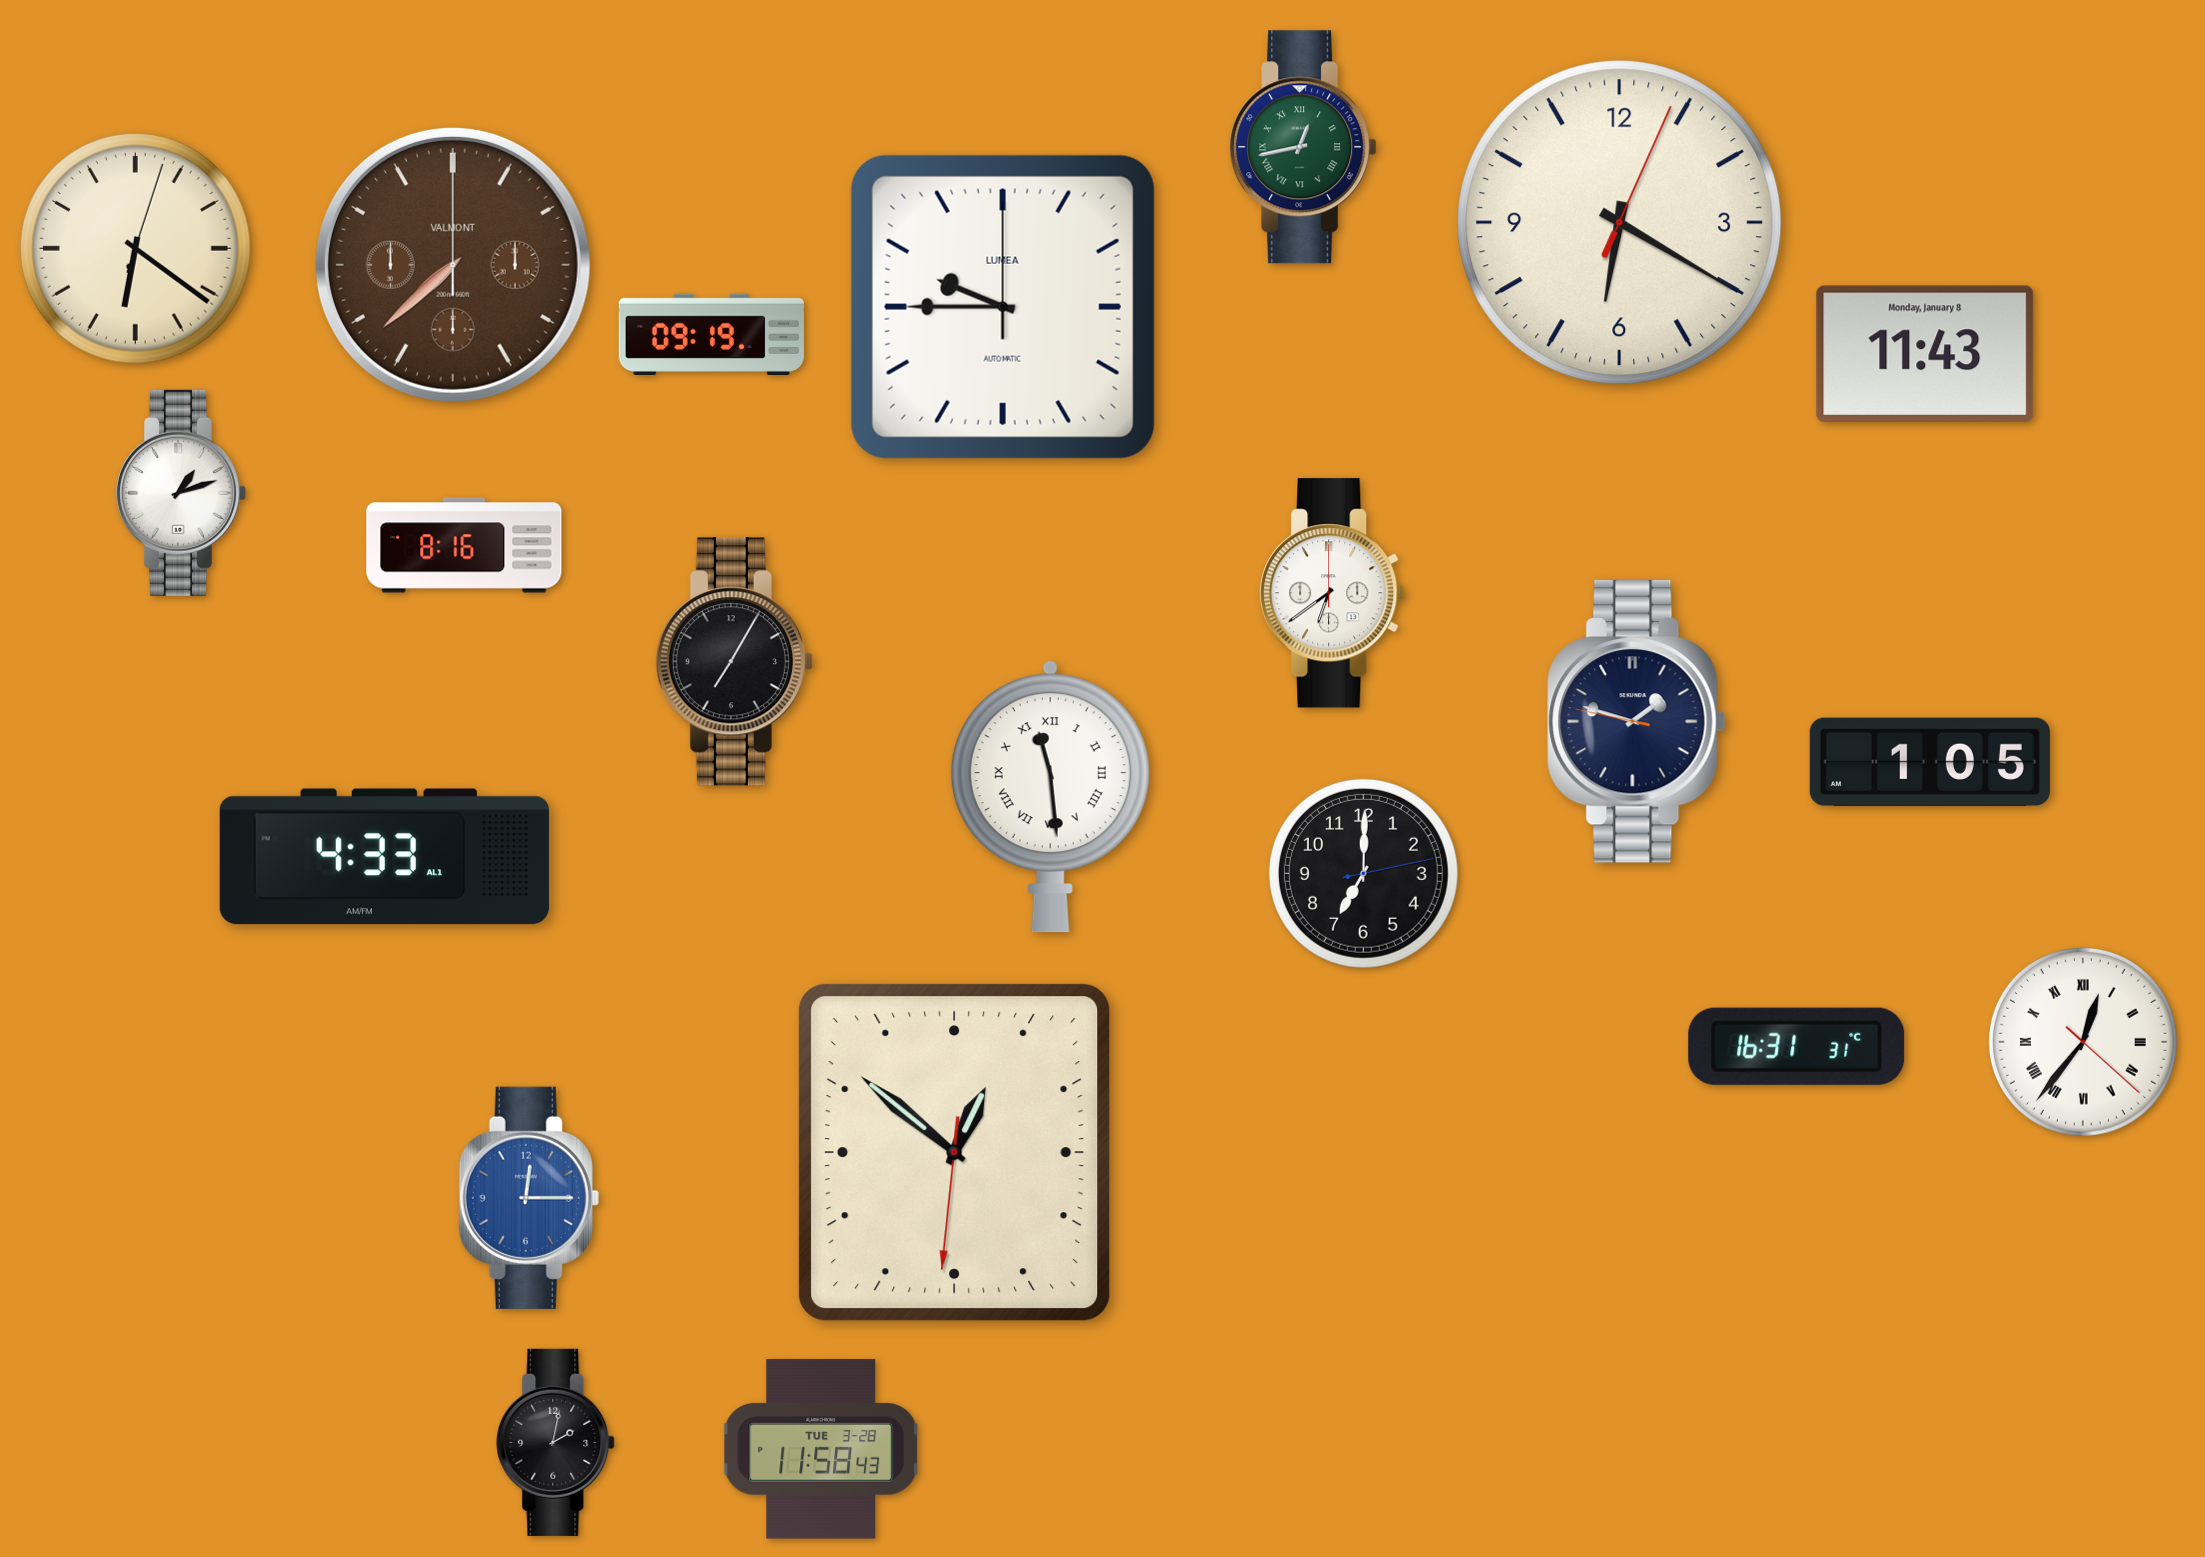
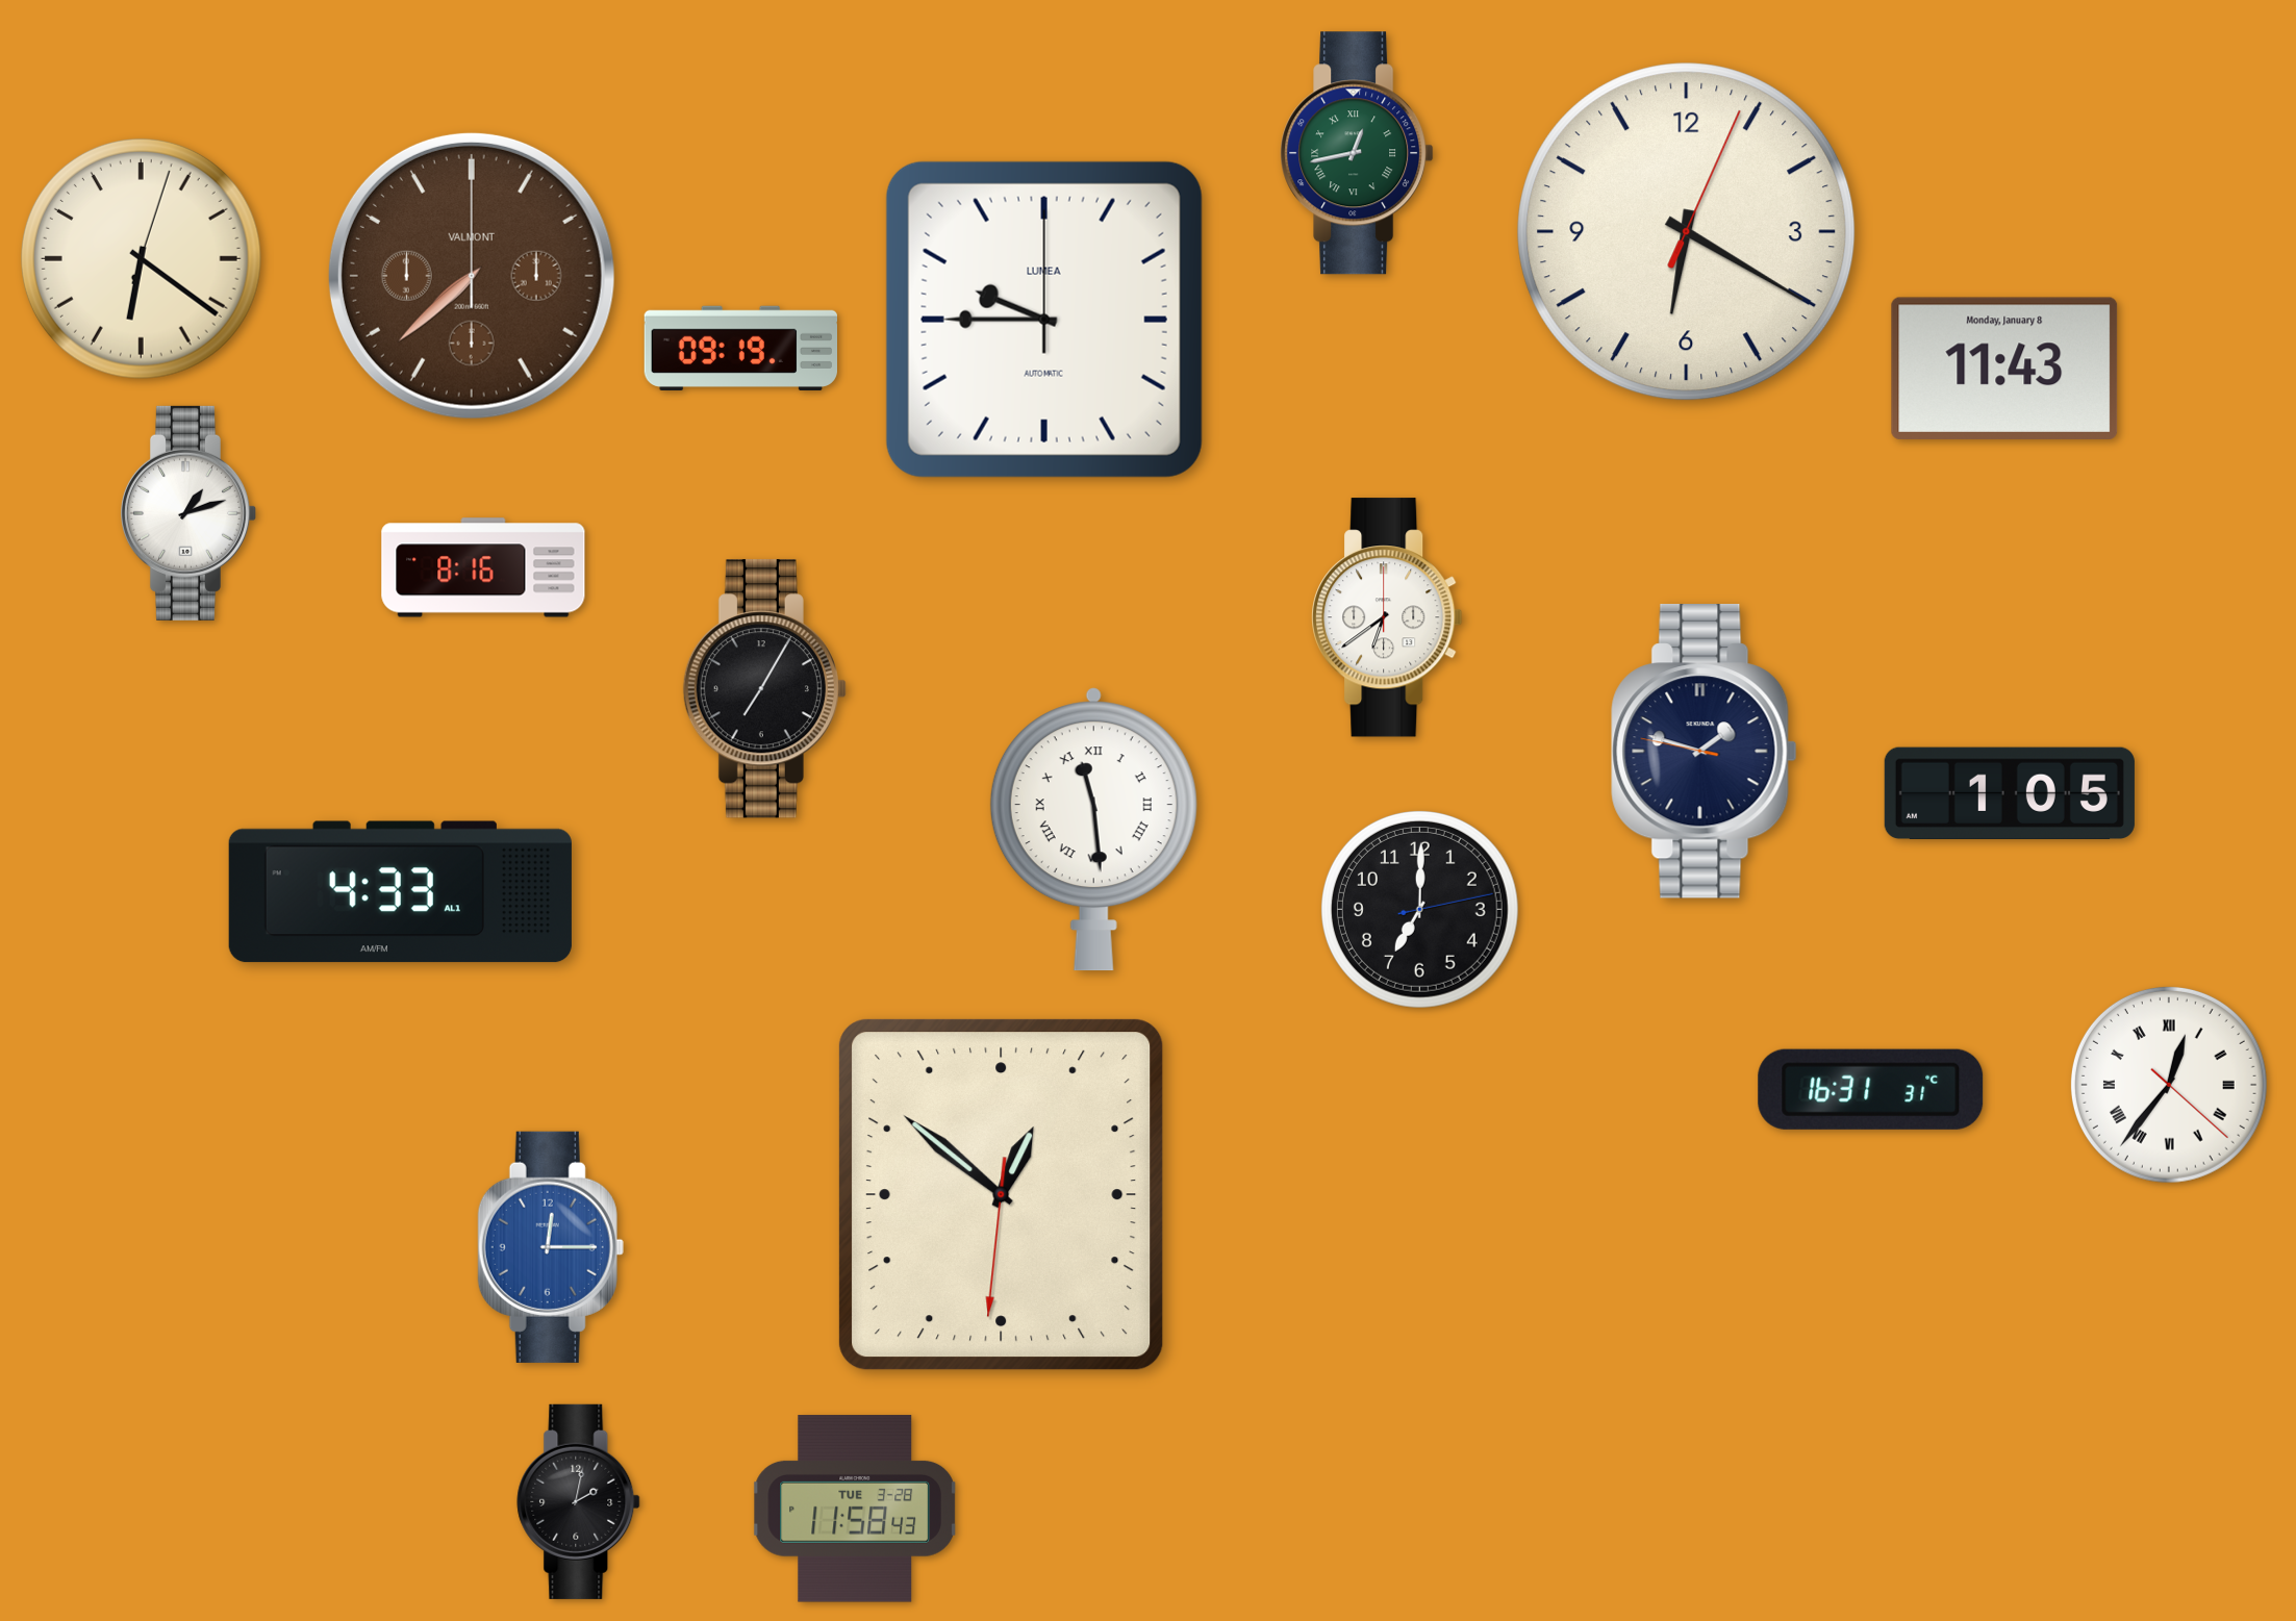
clock at (955, 1153) position: (955, 1153) -> (1002, 1195)
